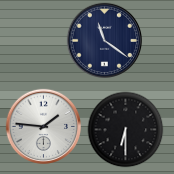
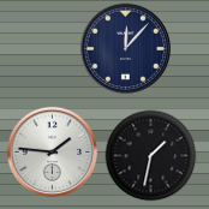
clock at (104, 40): 11:21 -> 12:07
clock at (126, 130): 6:30 -> 1:32
